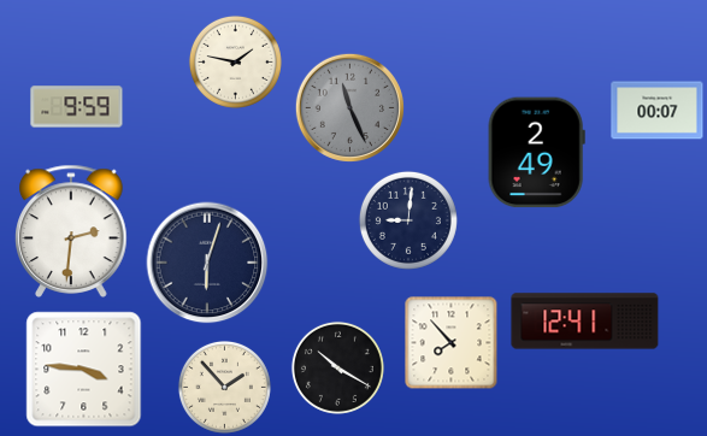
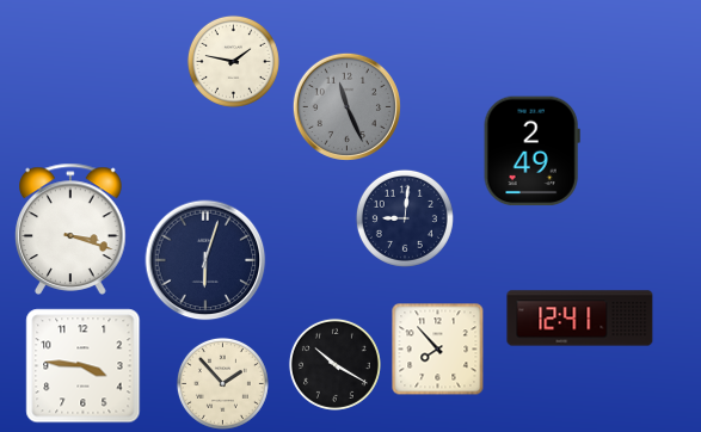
clock at (77, 107): 9:59 -> none
clock at (658, 111): 00:07 -> none
clock at (71, 231): 2:31 -> 3:18
clock at (450, 342) position: (450, 342) -> (437, 348)
